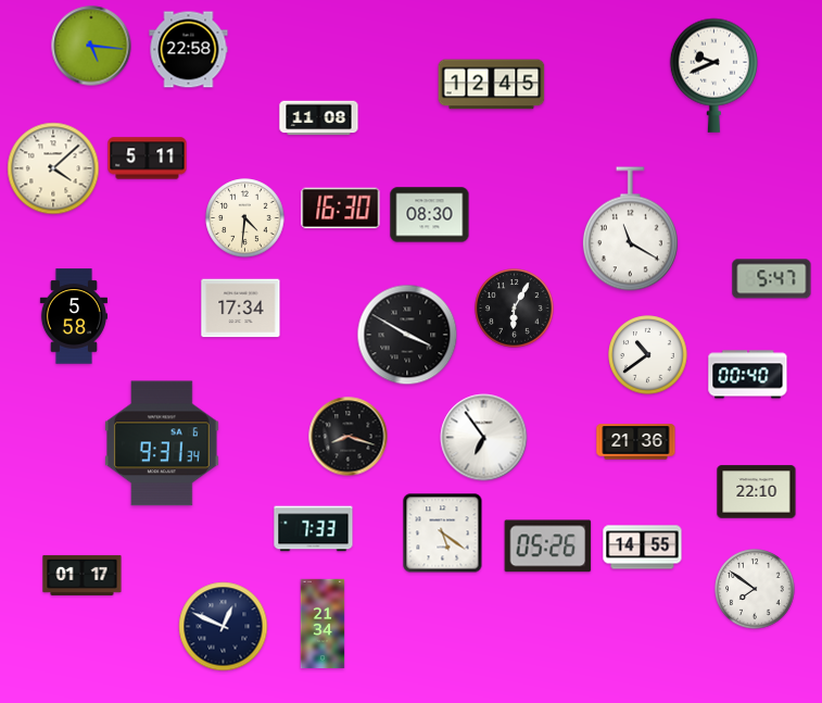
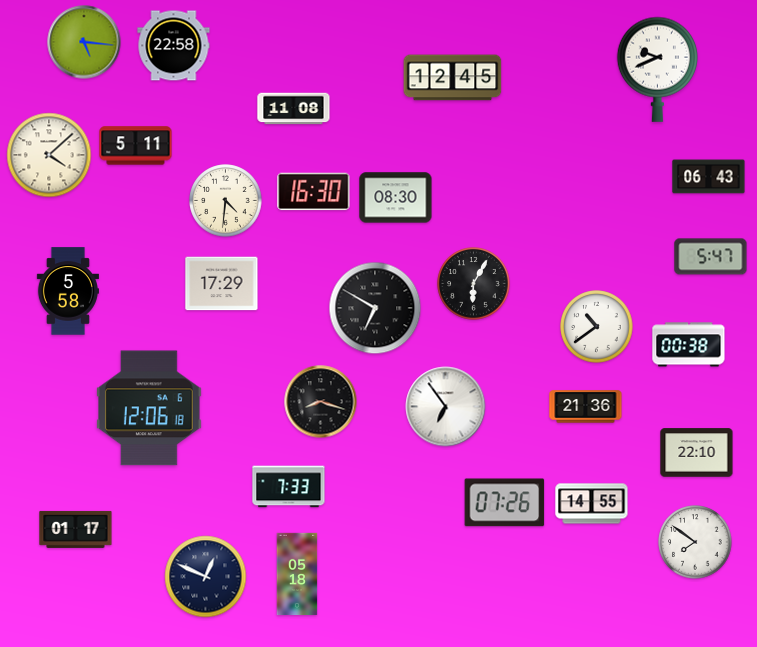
clock at (709, 177): none -> 06:43
clock at (630, 229): 11:20 -> none
clock at (241, 309): 17:34 -> 17:29
clock at (407, 335): 3:50 -> 6:50
clock at (748, 375): 00:40 -> 00:38
clock at (484, 438) position: (484, 438) -> (446, 407)
clock at (163, 443): 9:31 -> 12:06
clock at (443, 533): 5:21 -> none
clock at (548, 547): 05:26 -> 07:26
clock at (323, 624): 21:34 -> 05:18
